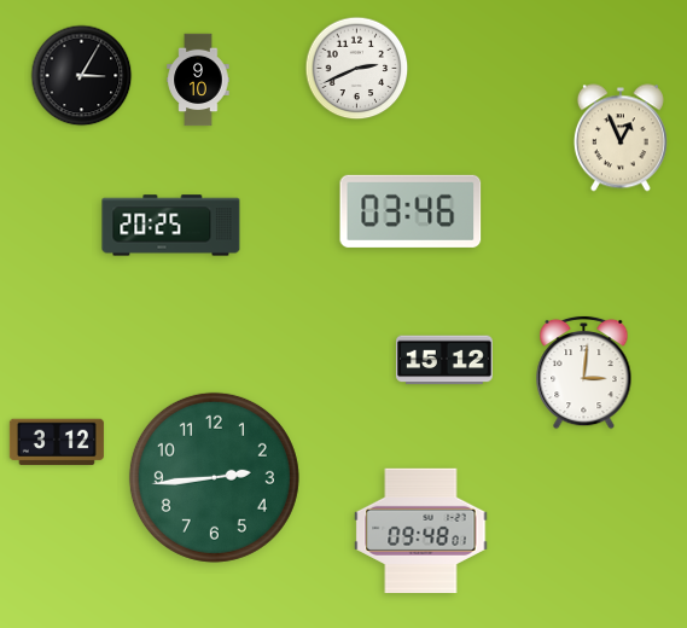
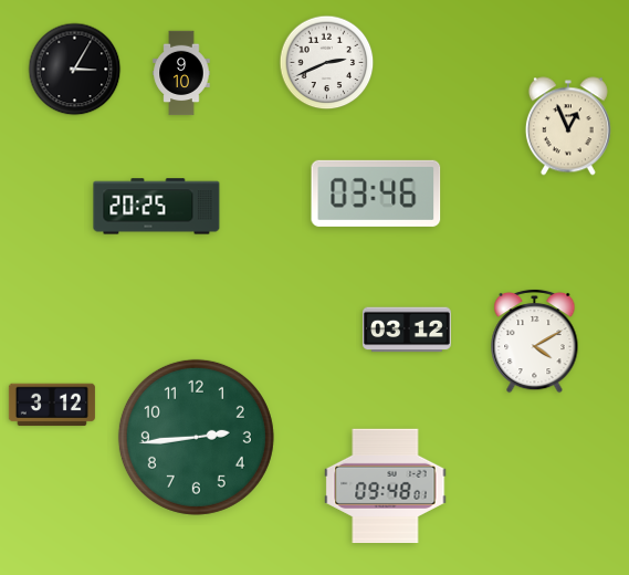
clock at (444, 360): 15:12 -> 03:12
clock at (584, 372): 3:01 -> 4:10
